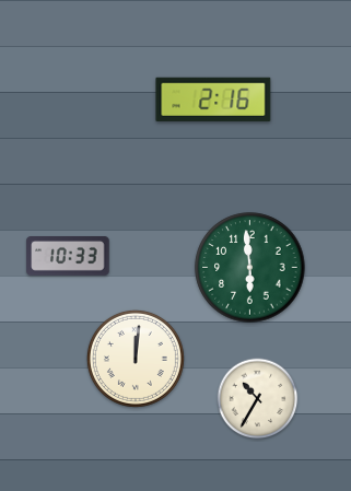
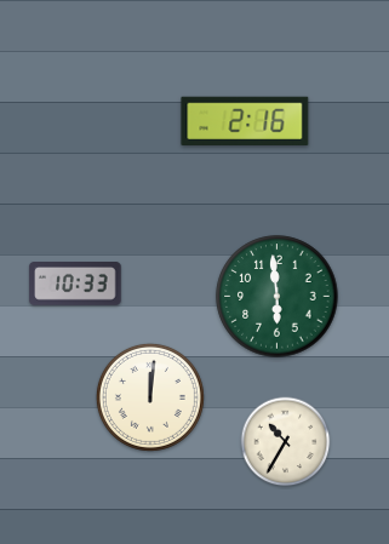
clock at (213, 100) position: (213, 100) -> (245, 121)
